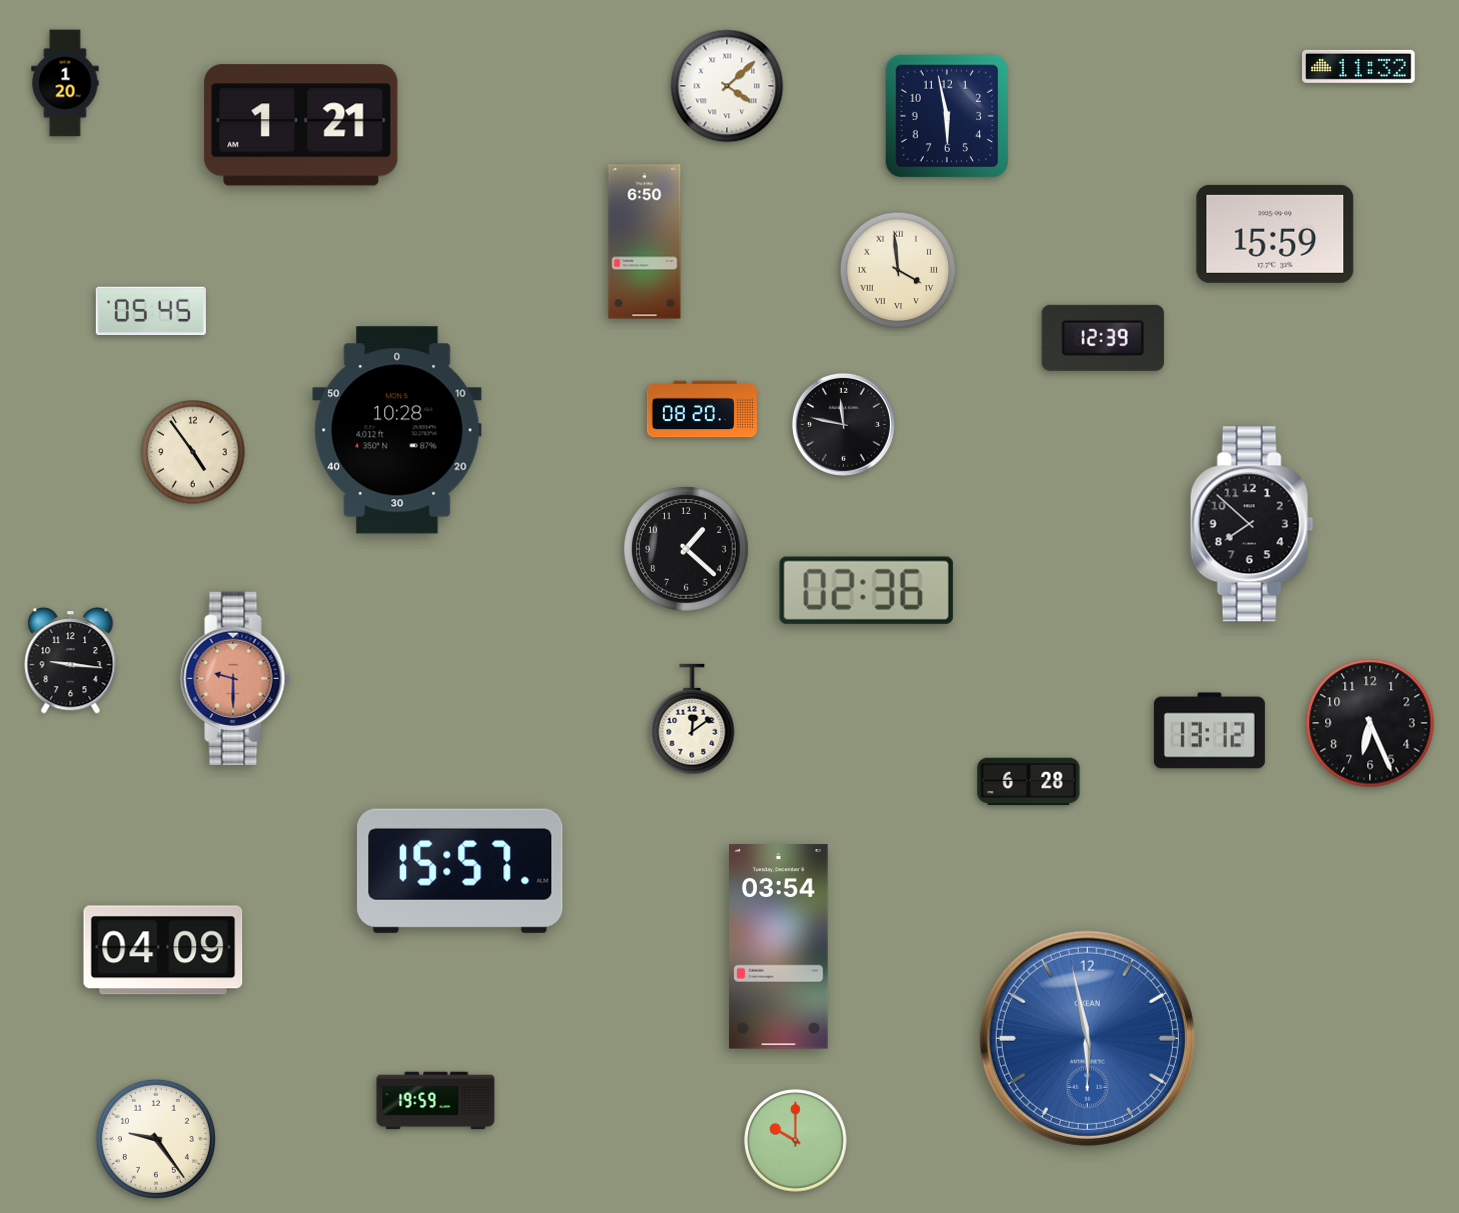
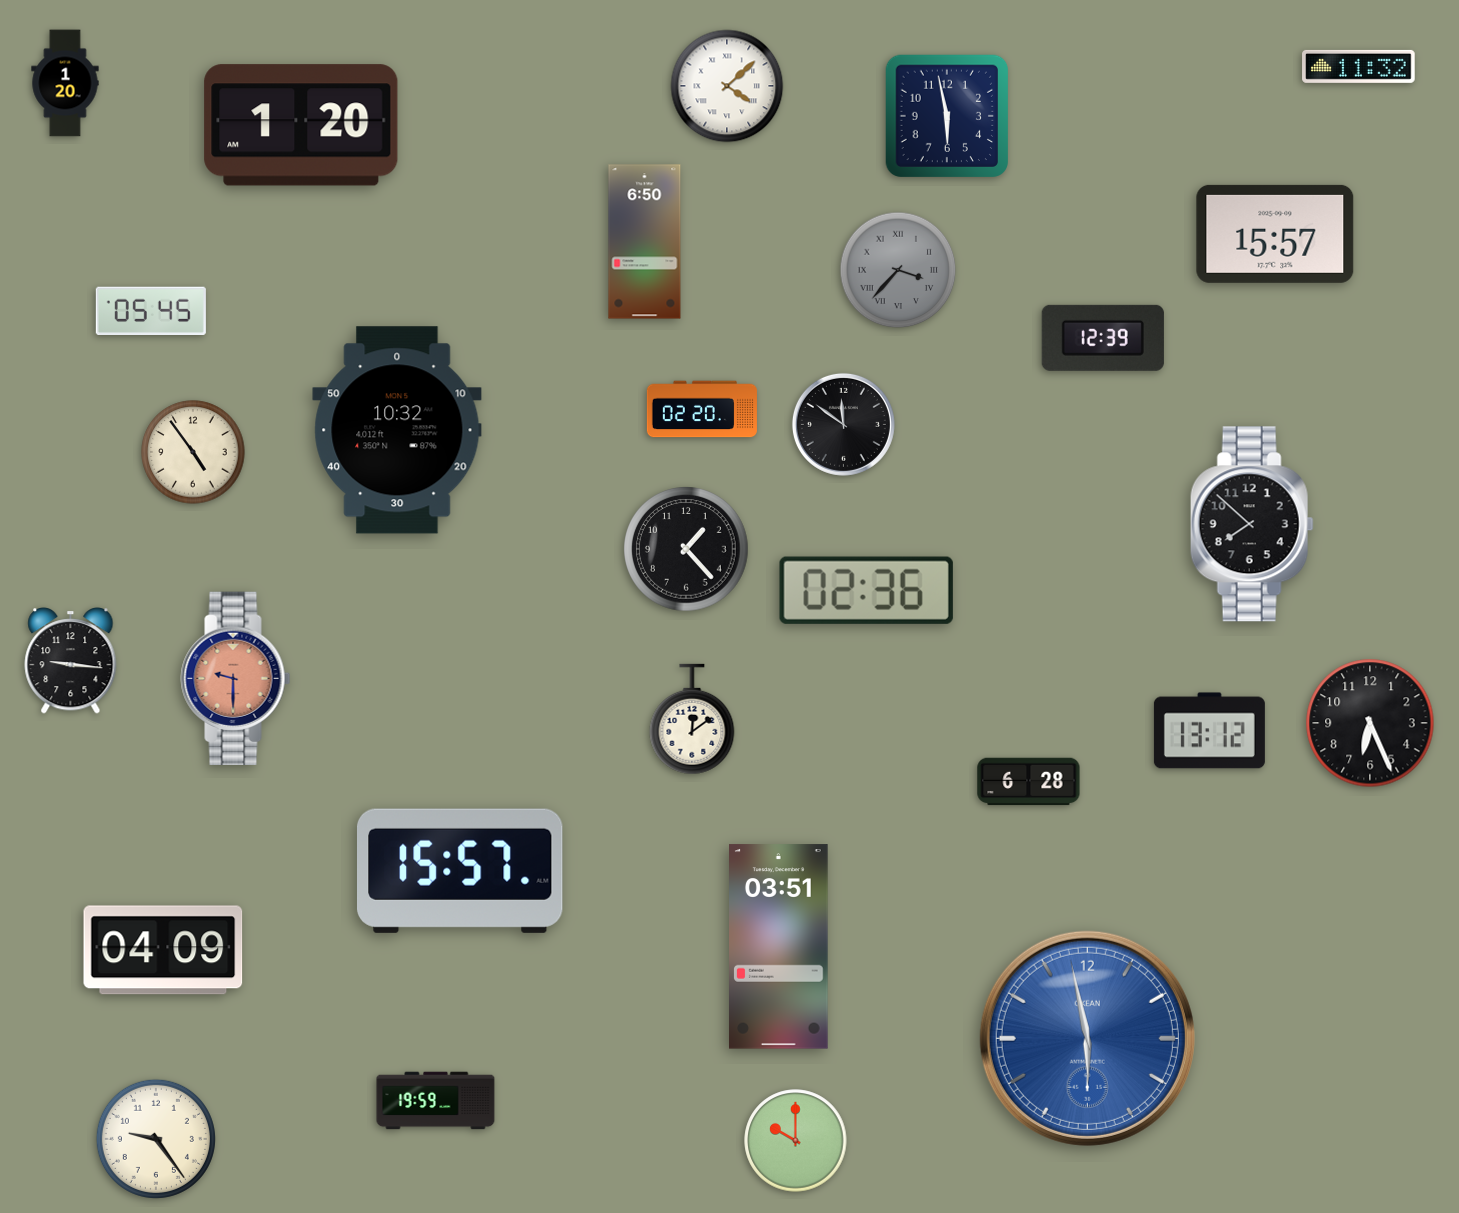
clock at (301, 125): 1:21 -> 1:20
clock at (1275, 234): 15:59 -> 15:57
clock at (898, 270): 3:59 -> 3:37
clock at (898, 270) dial: cream -> grey
clock at (702, 409): 08:20 -> 02:20
clock at (843, 424): 11:47 -> 11:51
clock at (397, 430): 10:28 -> 10:32
clock at (686, 549): 1:22 -> 1:23
clock at (779, 947): 03:54 -> 03:51
